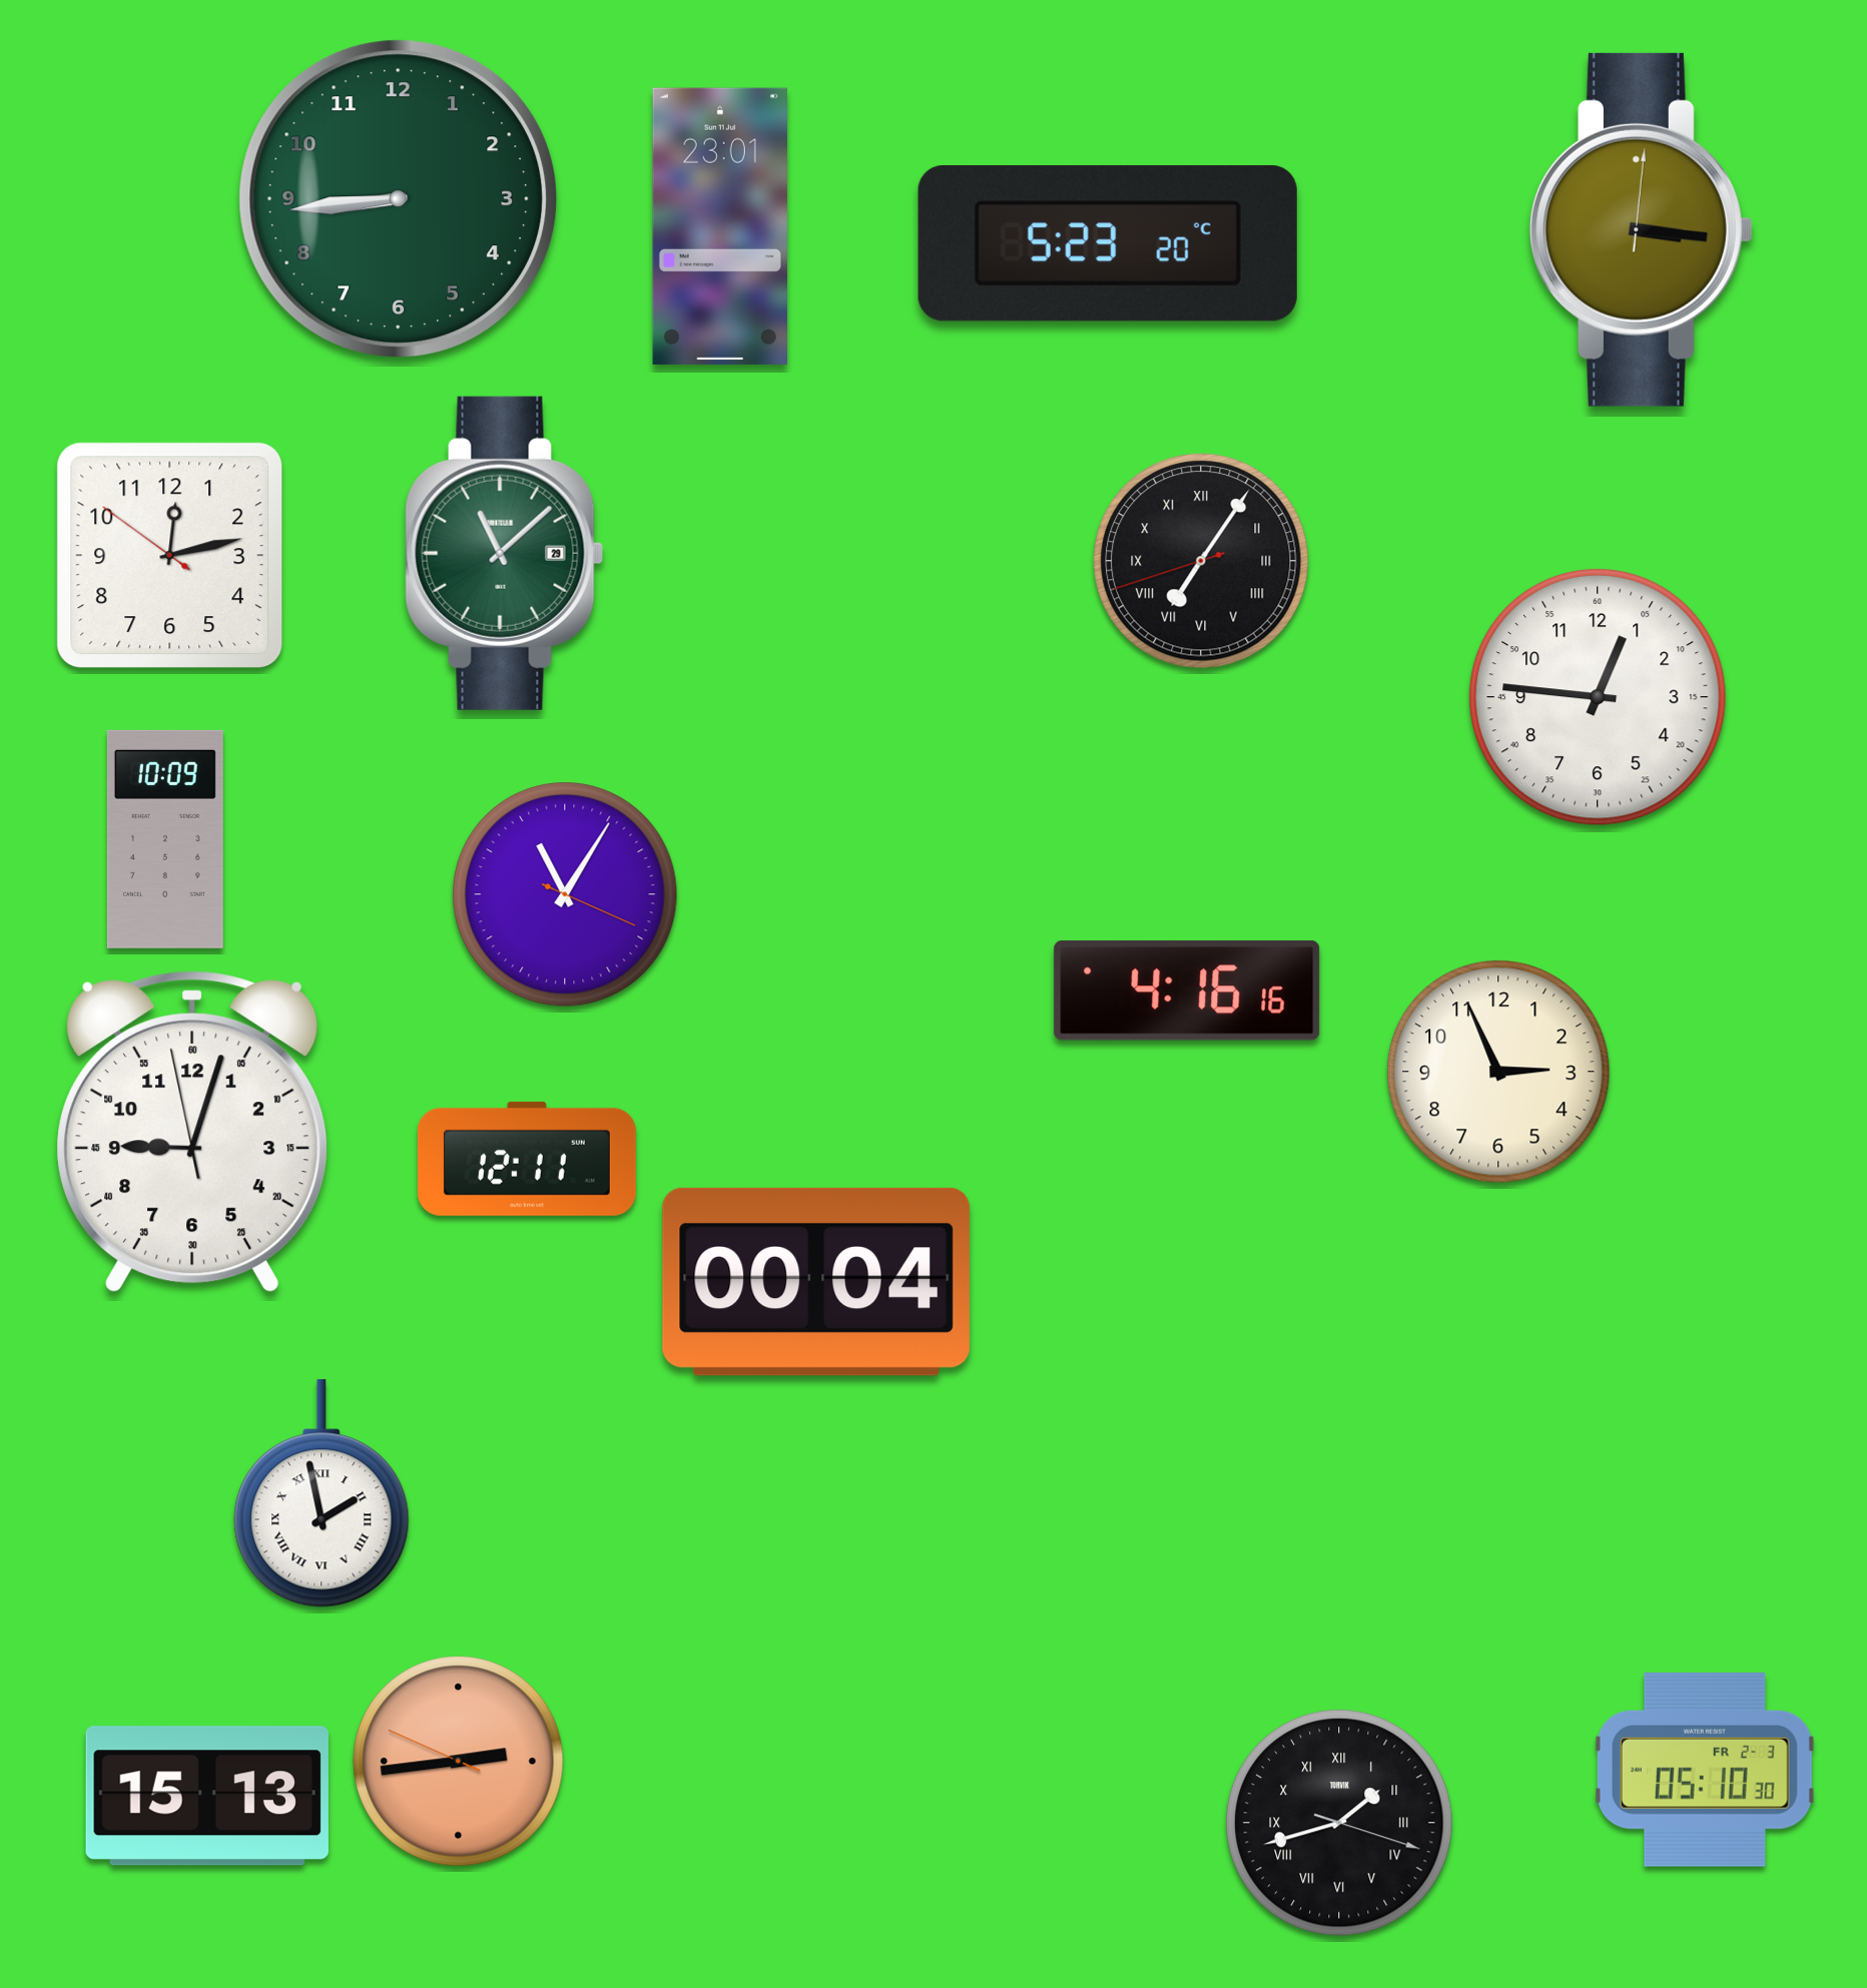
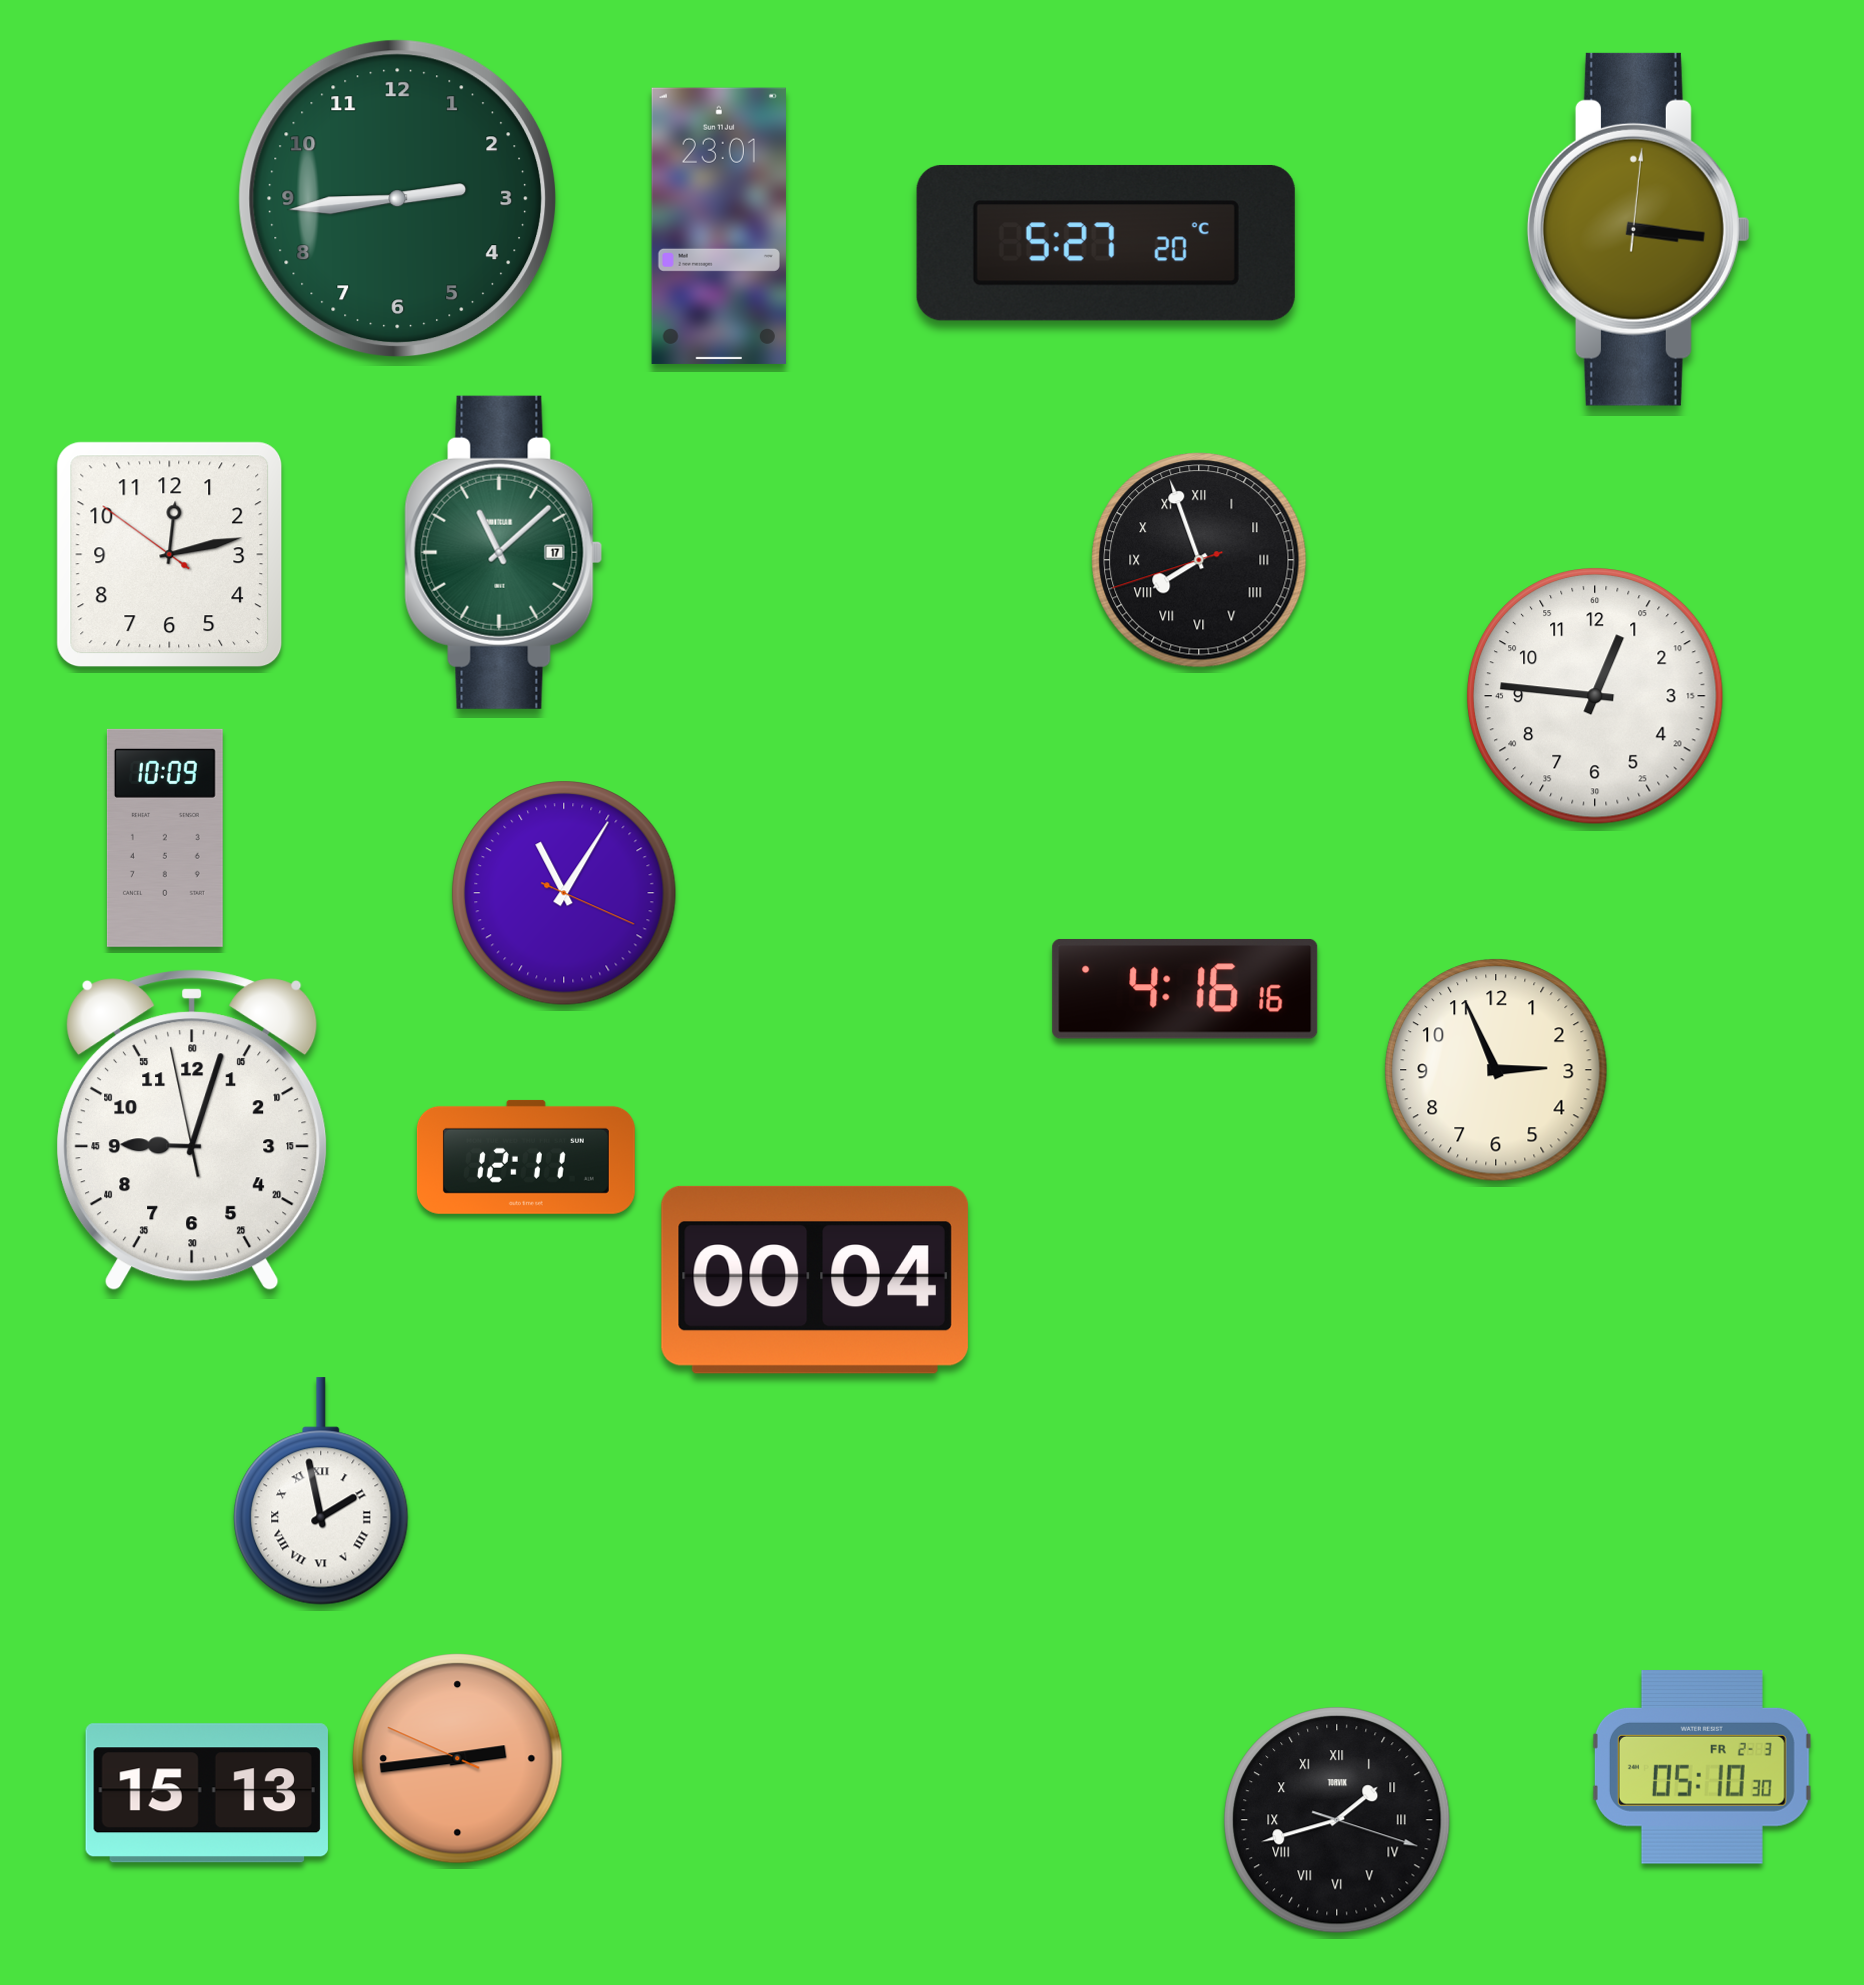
clock at (399, 199): 8:44 -> 2:44
clock at (1108, 243): 5:23 -> 5:27
clock at (505, 553) date: 29 -> 17
clock at (1201, 561): 7:05 -> 7:56
